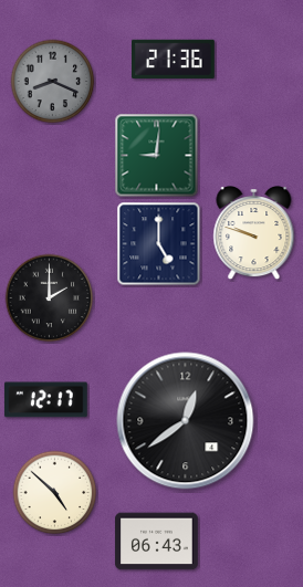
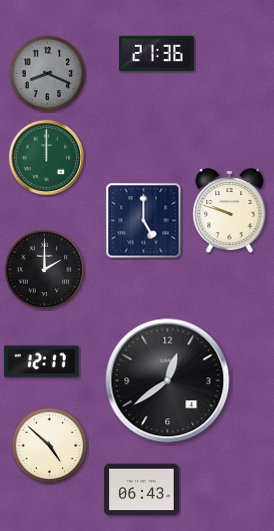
clock at (157, 156): 9:01 -> none
clock at (46, 157): none -> 12:00
